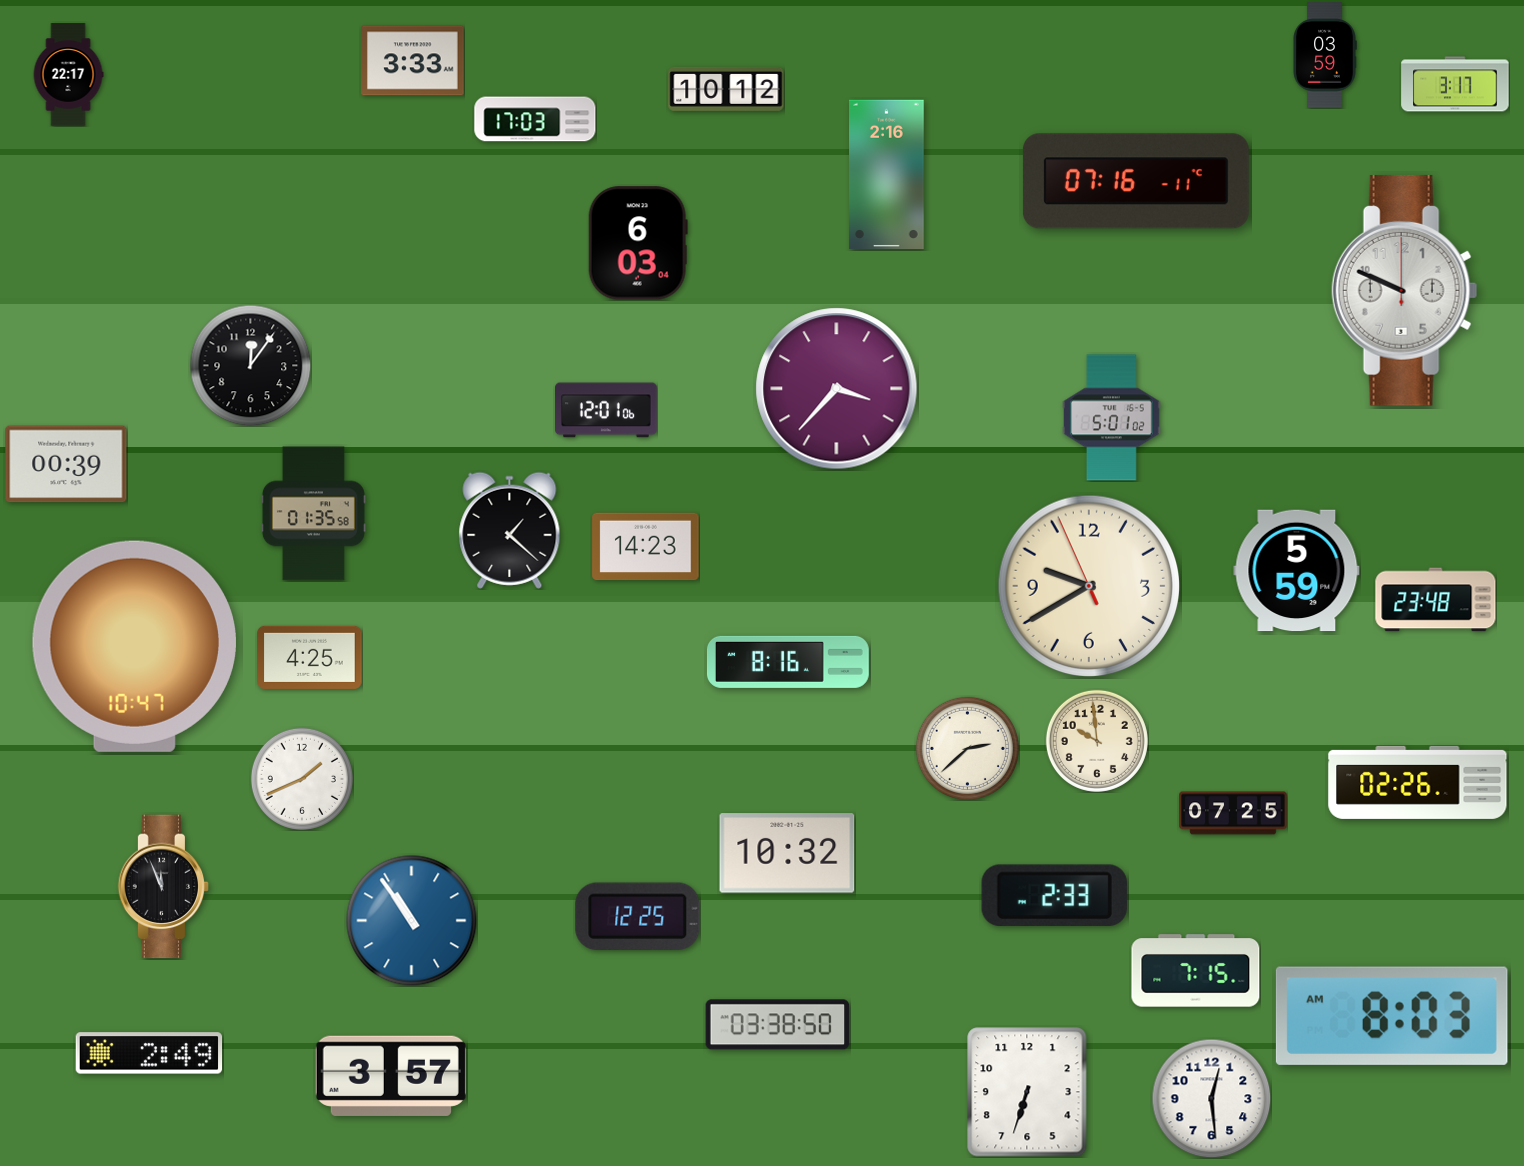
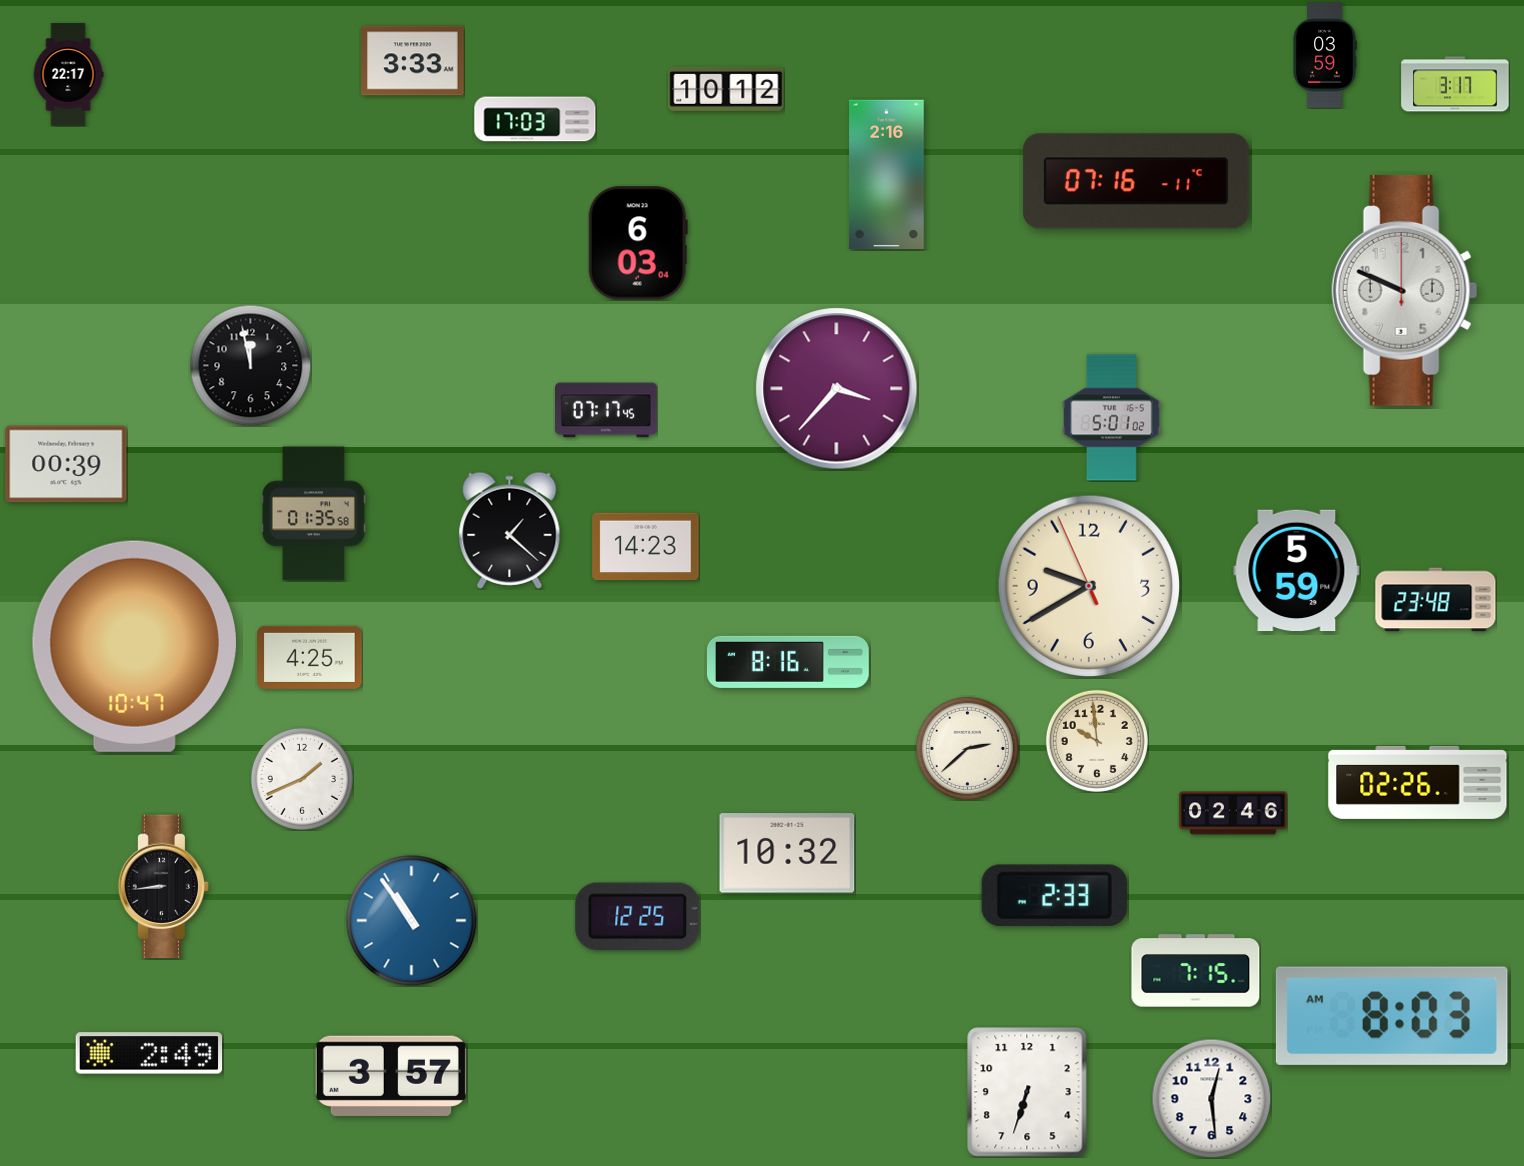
clock at (250, 365): 12:06 -> 11:58
clock at (606, 410): 12:01 -> 07:17
clock at (1233, 813): 07:25 -> 02:46
clock at (164, 887): 11:56 -> 8:44
clock at (778, 1025): 03:38 -> none
